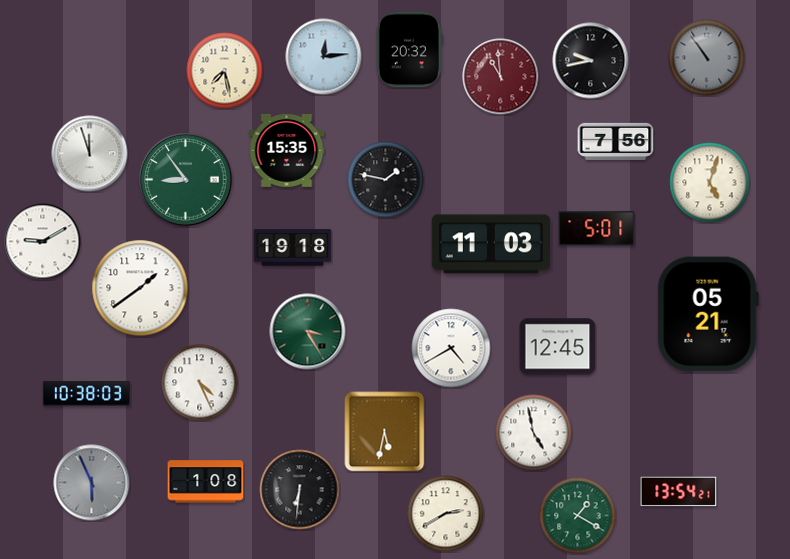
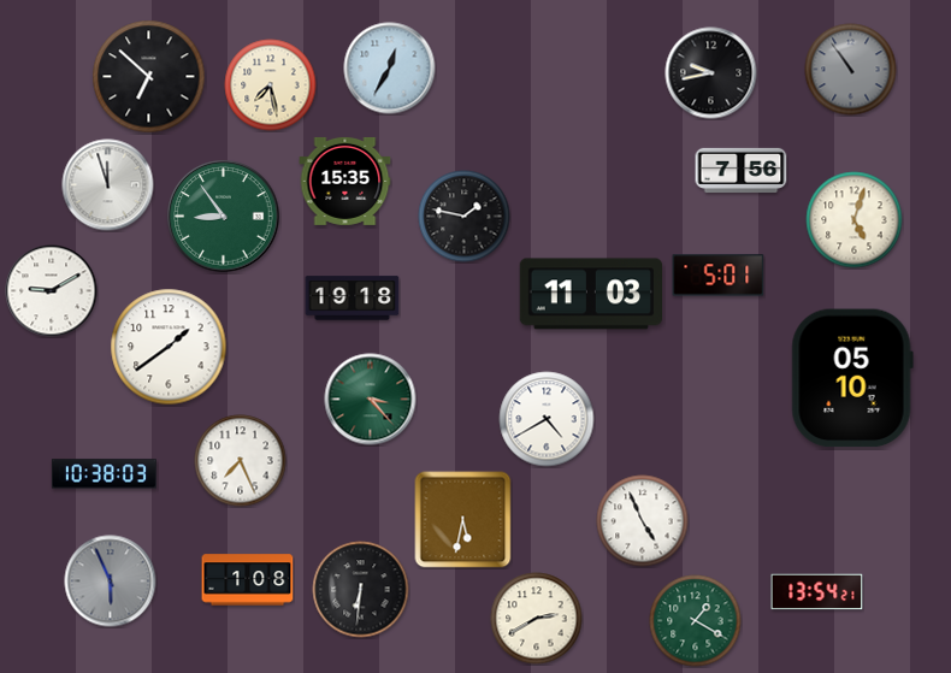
clock at (409, 50): 20:32 -> none
clock at (324, 57): 12:14 -> 12:35
clock at (149, 77): none -> 6:52
clock at (501, 77): 10:59 -> none
clock at (708, 314): 05:21 -> 05:10
clock at (308, 332): 3:25 -> 3:23
clock at (558, 347): 12:45 -> none
clock at (451, 348) position: (451, 348) -> (547, 419)
clock at (200, 383): 4:26 -> 7:26
clock at (534, 433): 4:58 -> 4:56
